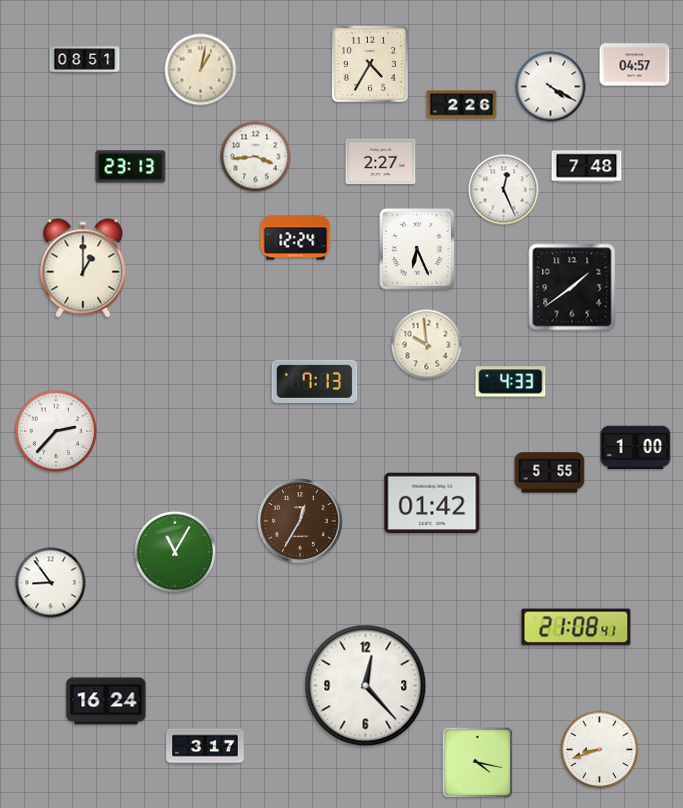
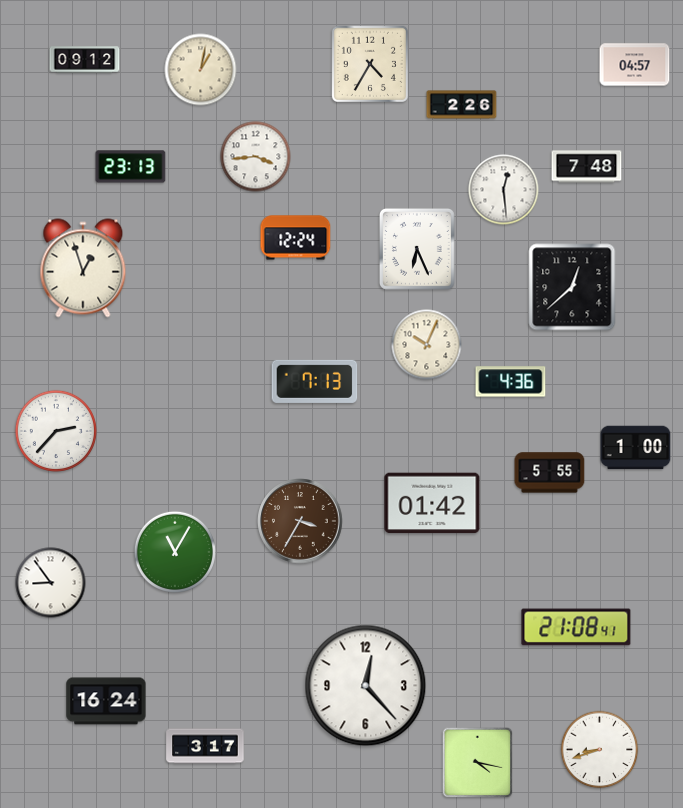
clock at (85, 60): 08:51 -> 09:12
clock at (551, 87): 4:20 -> none
clock at (381, 162): 2:27 -> none
clock at (504, 190): 12:26 -> 12:29
clock at (83, 268): 1:00 -> 12:57
clock at (572, 287): 1:39 -> 12:38
clock at (427, 345): 9:59 -> 10:04
clock at (511, 382): 4:33 -> 4:36
clock at (300, 521): 12:35 -> 3:35
